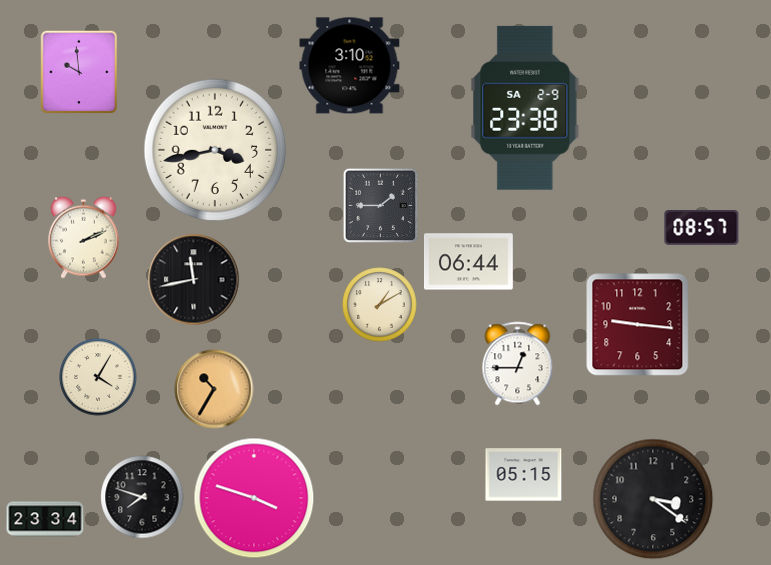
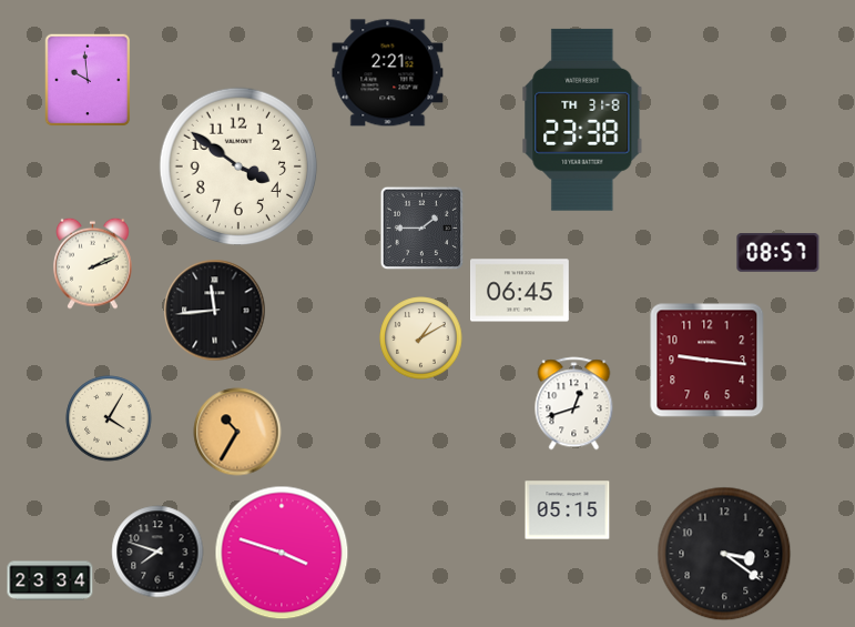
clock at (350, 66): 3:10 -> 2:21
clock at (525, 108) date: SA 2-9 -> TH 31-8
clock at (215, 150): 3:43 -> 3:51
clock at (469, 262): 06:44 -> 06:45
clock at (194, 280): 11:43 -> 11:44
clock at (518, 364): 12:45 -> 12:42
clock at (524, 475) position: (524, 475) -> (568, 510)
clock at (45, 519) position: (45, 519) -> (50, 580)
